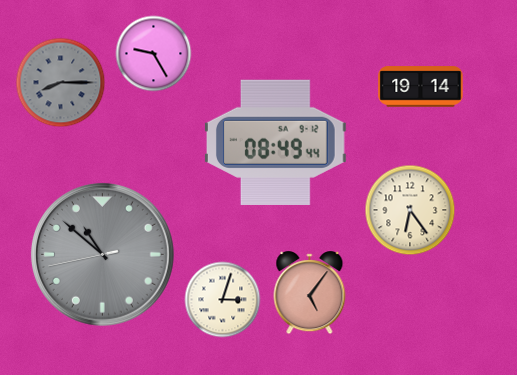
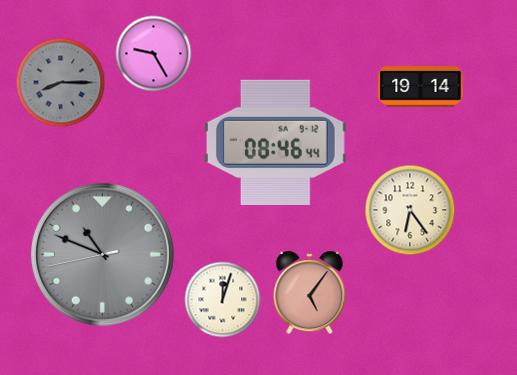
clock at (275, 142): 08:49 -> 08:46
clock at (102, 254): 10:51 -> 10:48
clock at (223, 300): 3:03 -> 12:03
